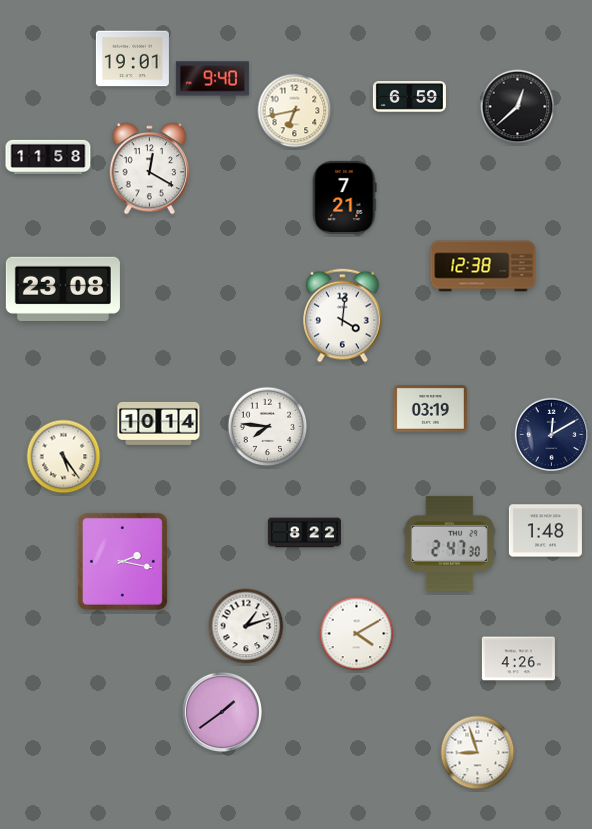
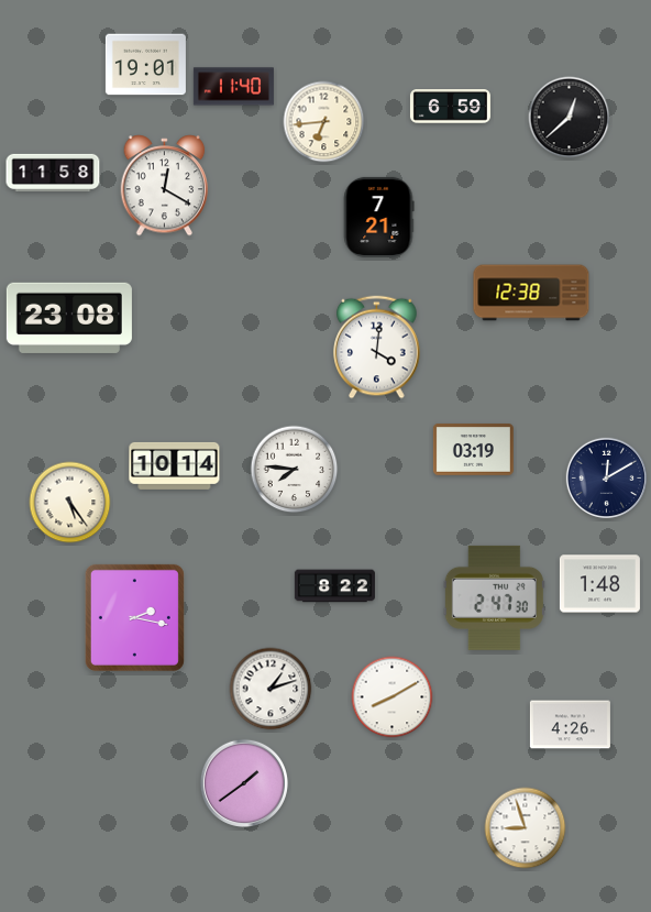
clock at (212, 79): 9:40 -> 11:40
clock at (295, 111): 6:43 -> 6:44
clock at (357, 634): 4:10 -> 8:10
